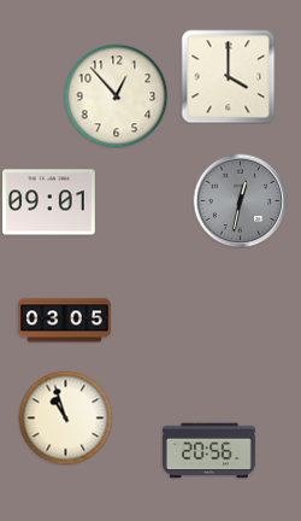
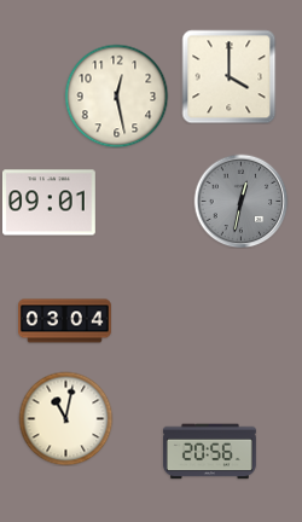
clock at (116, 95): 12:53 -> 12:28
clock at (65, 321): 03:05 -> 03:04
clock at (65, 417): 10:57 -> 11:02
